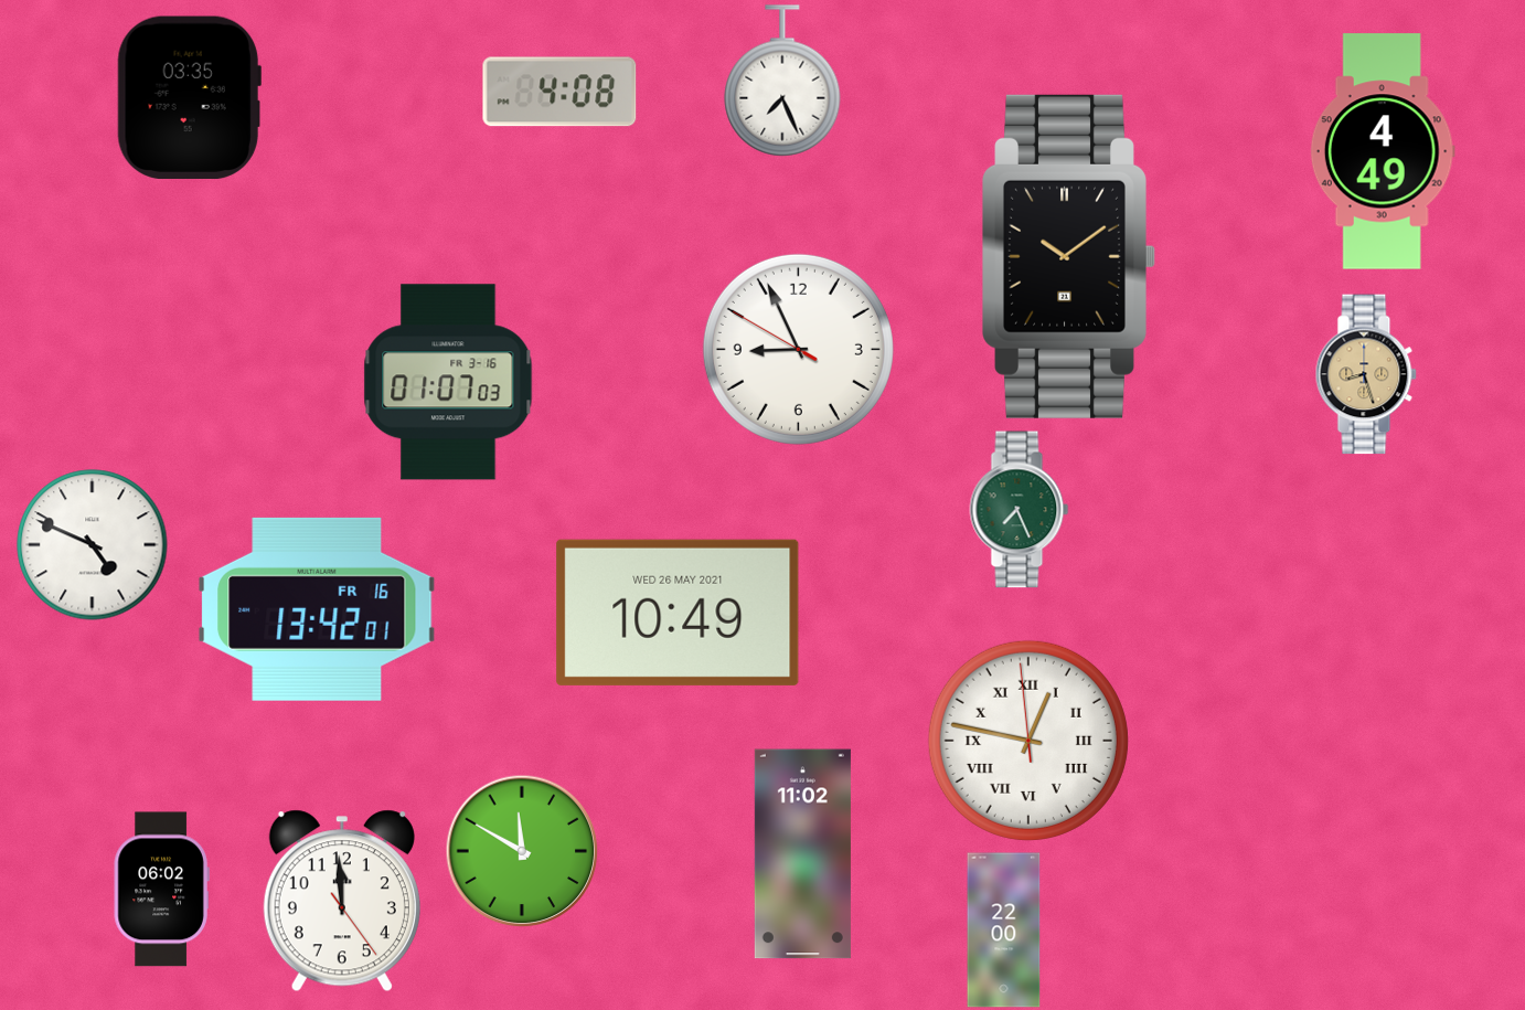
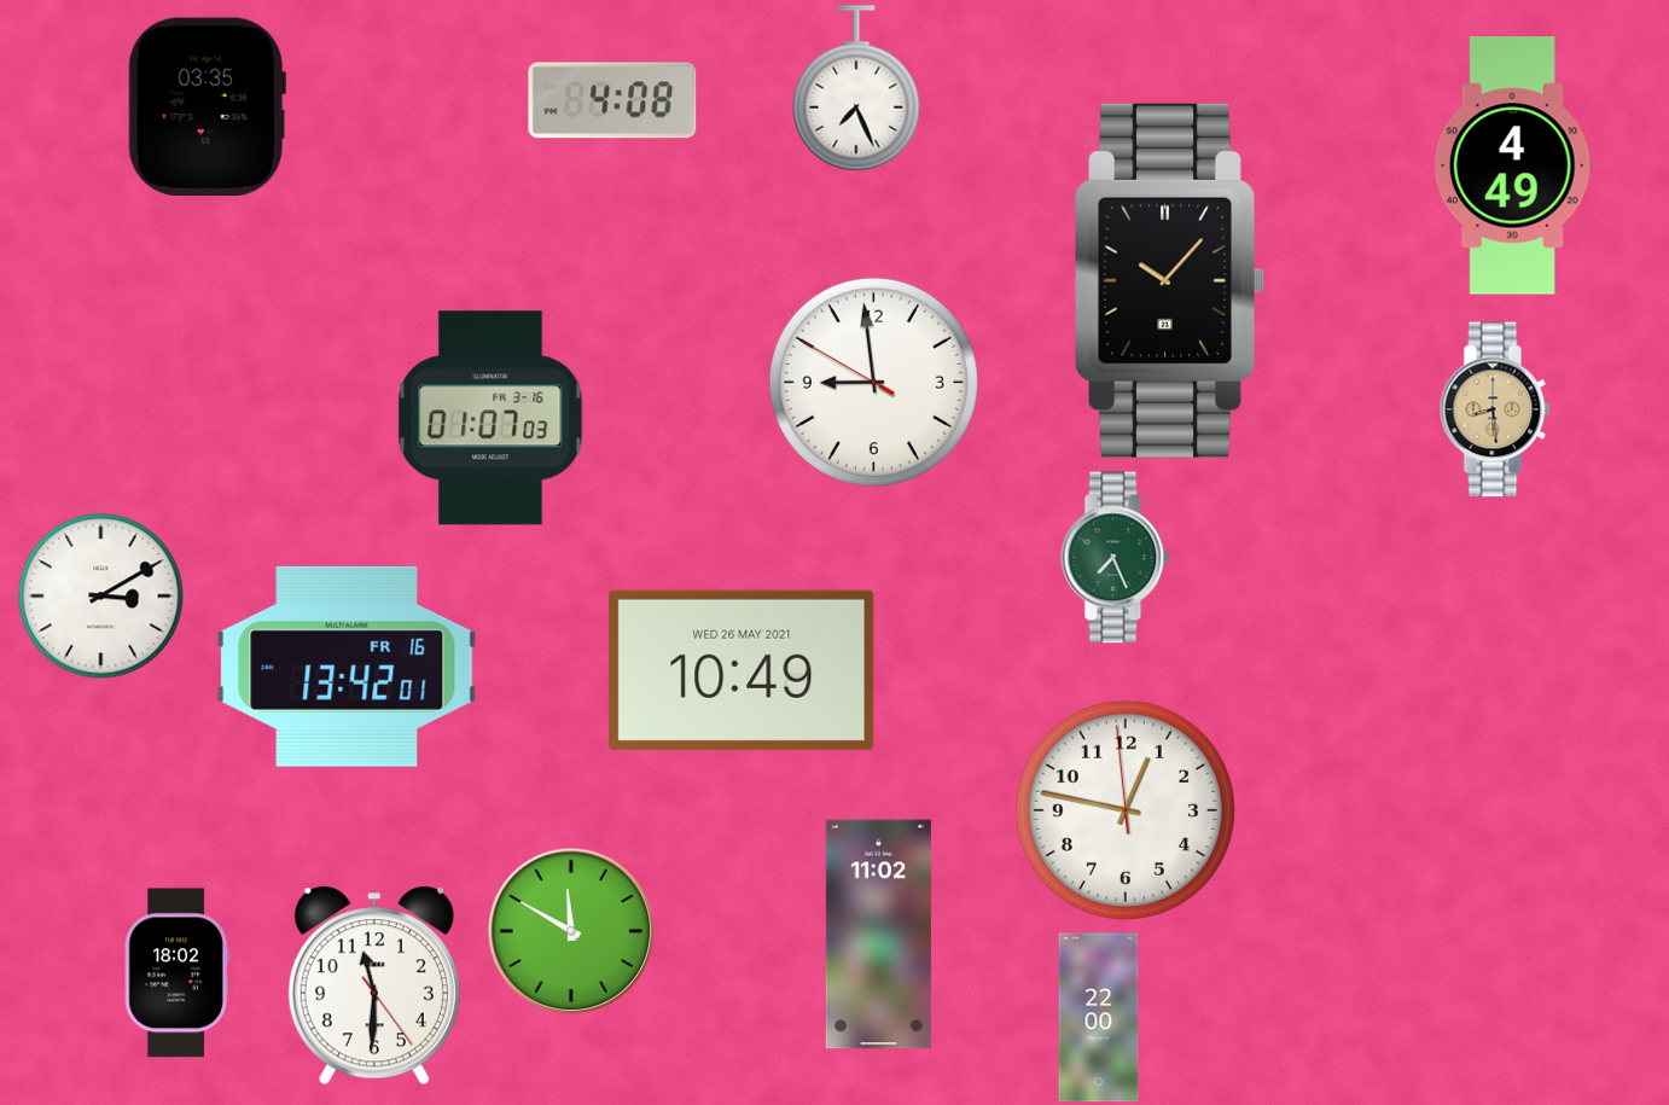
clock at (1069, 256): 10:09 -> 10:07
clock at (798, 349): 8:55 -> 8:58
clock at (1366, 374): 8:27 -> 8:29
clock at (93, 545): 4:49 -> 3:10
clock at (1028, 741) numerals: Roman -> Arabic
clock at (161, 890): 06:02 -> 18:02
clock at (342, 901): 11:59 -> 11:30
